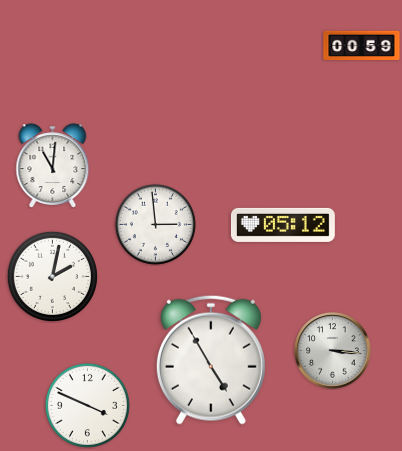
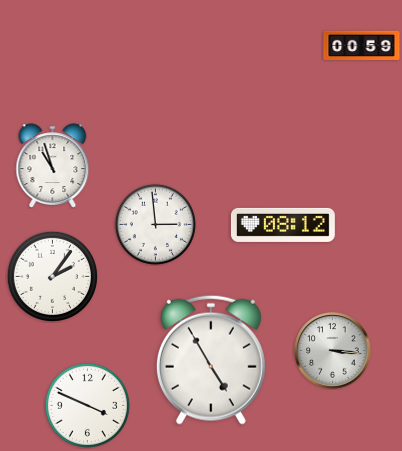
clock at (53, 166): 11:01 -> 10:57
clock at (283, 225): 05:12 -> 08:12
clock at (52, 276): 2:02 -> 2:06
